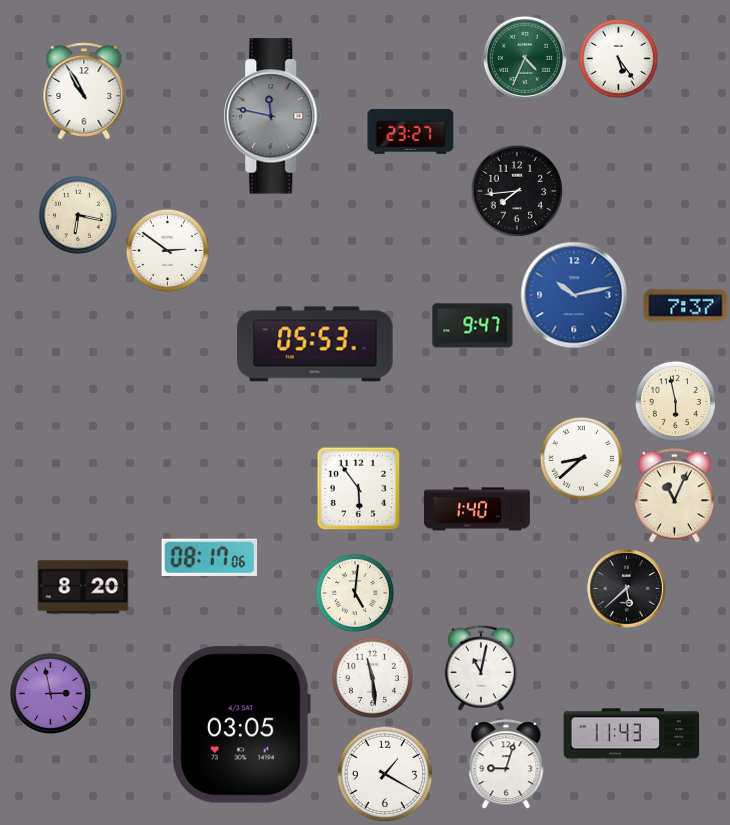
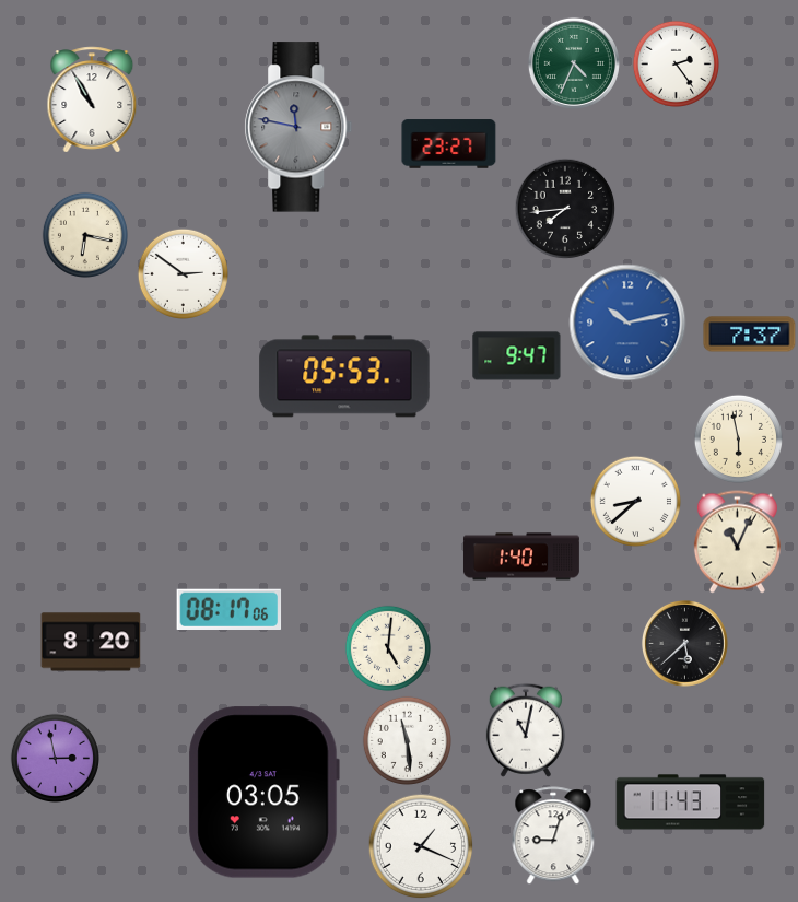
clock at (618, 58): 5:24 -> 2:24
clock at (358, 488): 5:54 -> none
clock at (385, 774): 1:20 -> 1:19
